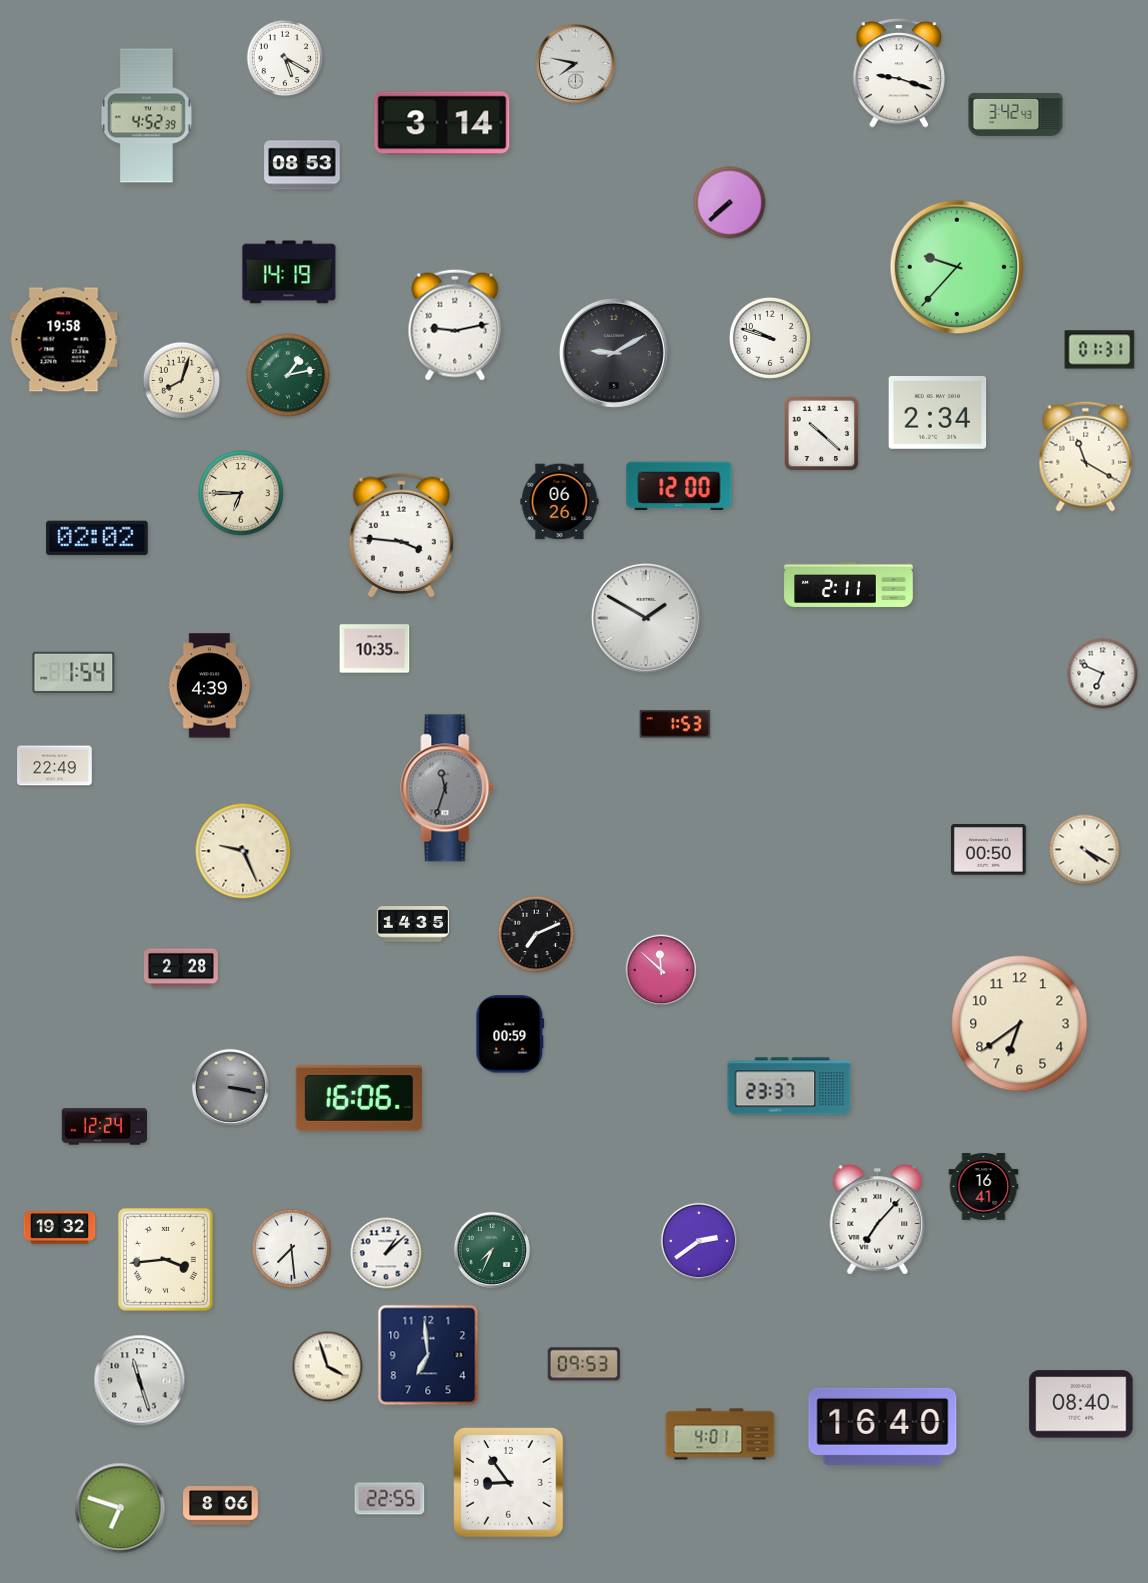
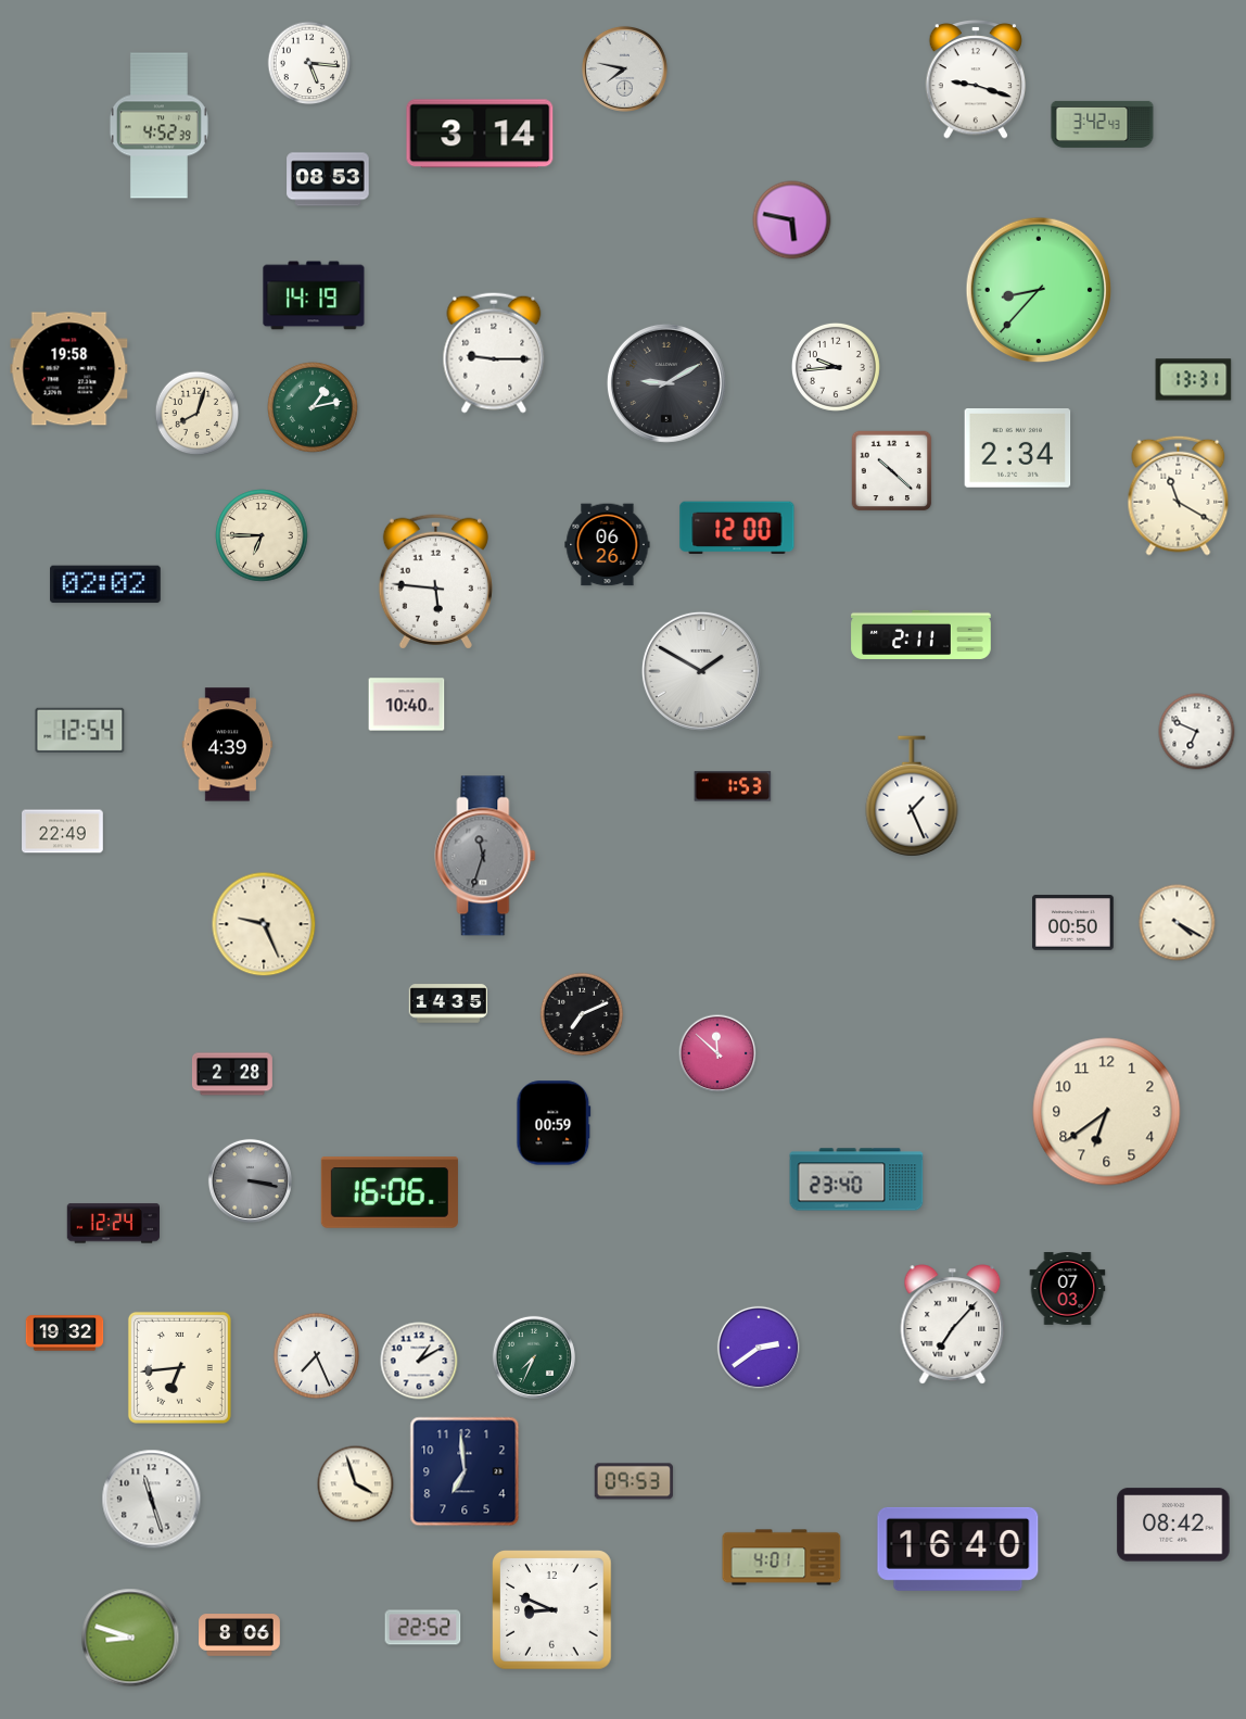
clock at (285, 58): 5:20 -> 5:16
clock at (730, 203): 7:38 -> 5:47
clock at (957, 267): 9:37 -> 8:37
clock at (455, 325): 9:13 -> 9:15
clock at (770, 338): 9:48 -> 9:44
clock at (1100, 350): 01:31 -> 13:31
clock at (401, 535): 3:46 -> 5:46
clock at (375, 649): 10:35 -> 10:40
clock at (74, 672): 1:54 -> 12:54
clock at (912, 796): none -> 1:26
clock at (55, 766) position: (55, 766) -> (63, 832)
clock at (181, 968) position: (181, 968) -> (232, 1074)
clock at (789, 1086): 23:37 -> 23:40
clock at (984, 1187): 16:41 -> 07:03
clock at (291, 1248): 7:29 -> 7:26
clock at (386, 1253): 1:08 -> 1:10
clock at (165, 1259): 3:44 -> 6:44
clock at (1081, 1404): 08:40 -> 08:42
clock at (509, 1483): 8:54 -> 8:49
clock at (390, 1499): 22:55 -> 22:52
clock at (120, 1508): 6:48 -> 8:48
